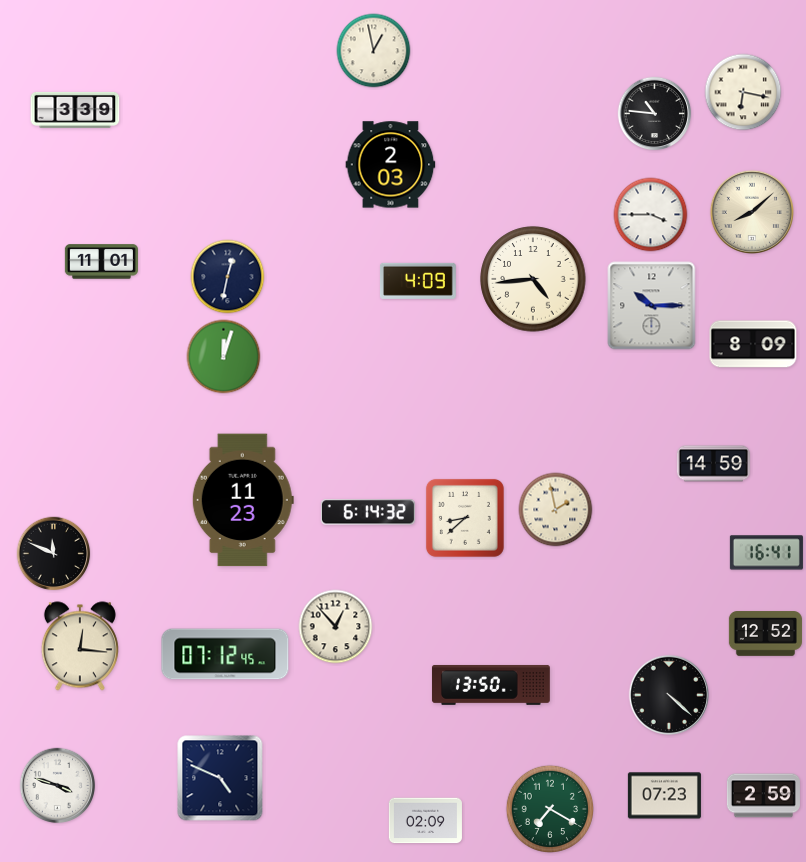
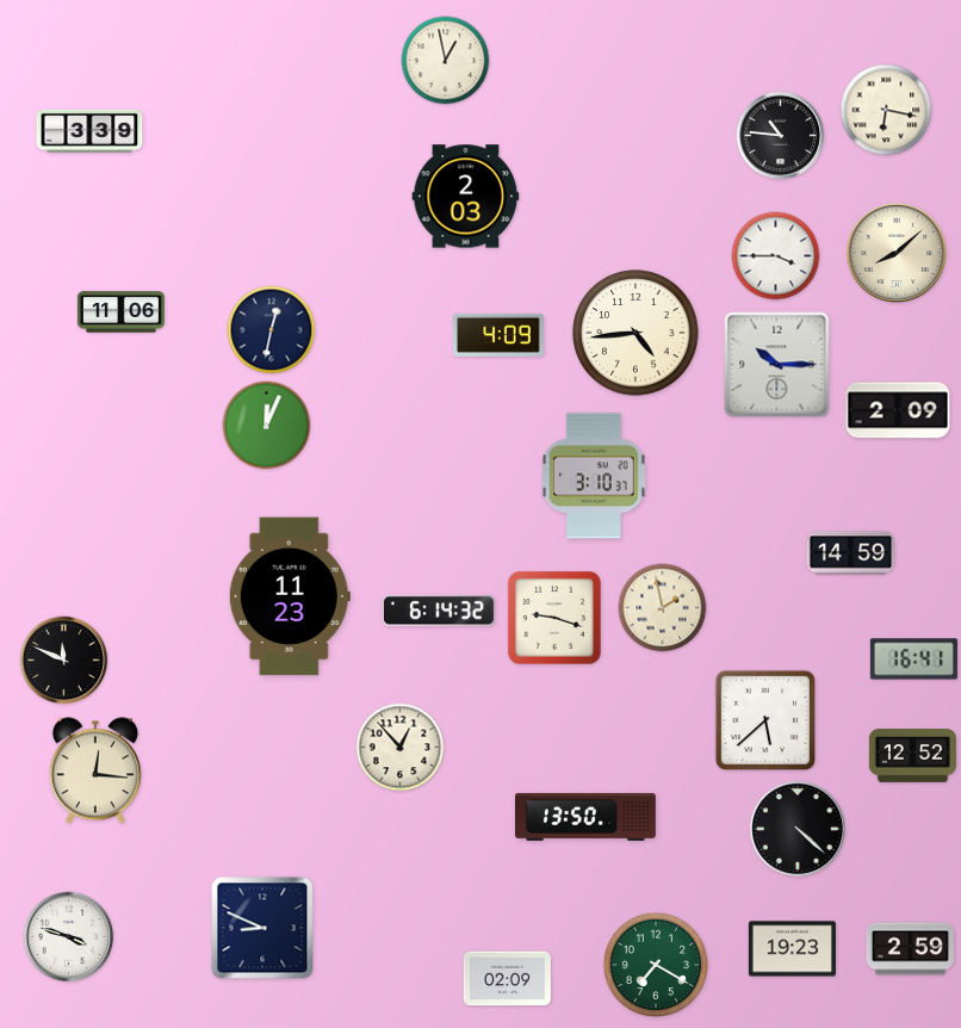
clock at (101, 262): 11:01 -> 11:06
clock at (753, 344): 8:09 -> 2:09
clock at (224, 357): 12:03 -> 12:04
clock at (594, 476): none -> 3:10
clock at (465, 518): 8:38 -> 9:18
clock at (764, 719): none -> 5:38
clock at (225, 654): 07:12 -> none
clock at (220, 778): 4:49 -> 8:49
clock at (664, 796): 07:23 -> 19:23
